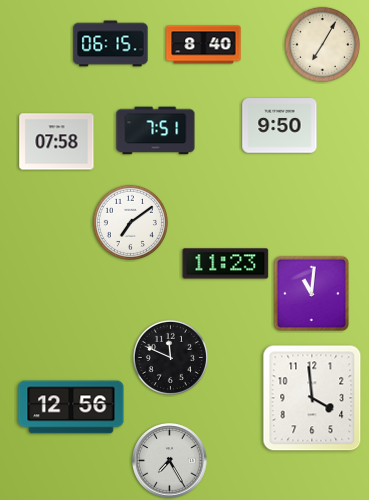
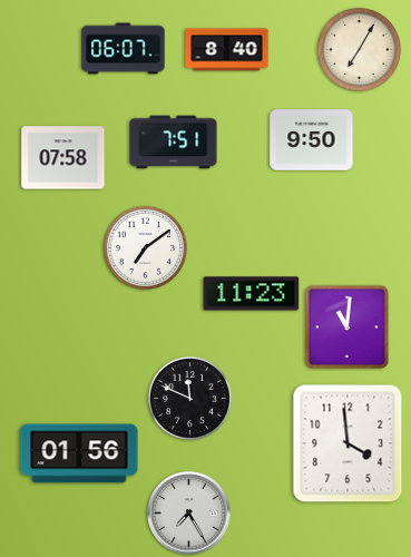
clock at (111, 44): 06:15 -> 06:07
clock at (156, 131) position: (156, 131) -> (174, 143)
clock at (71, 407): 12:56 -> 01:56
